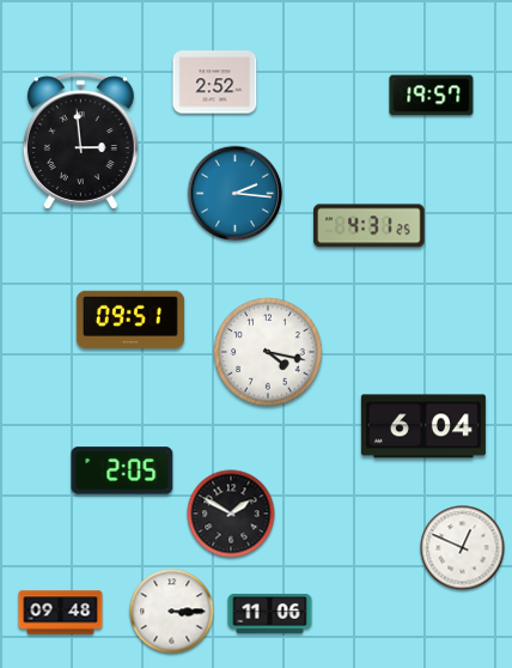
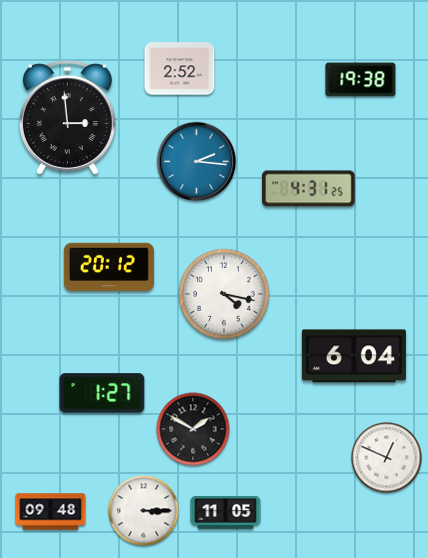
clock at (432, 96): 19:57 -> 19:38
clock at (130, 318): 09:51 -> 20:12
clock at (122, 470): 2:05 -> 1:27
clock at (270, 614): 11:06 -> 11:05
